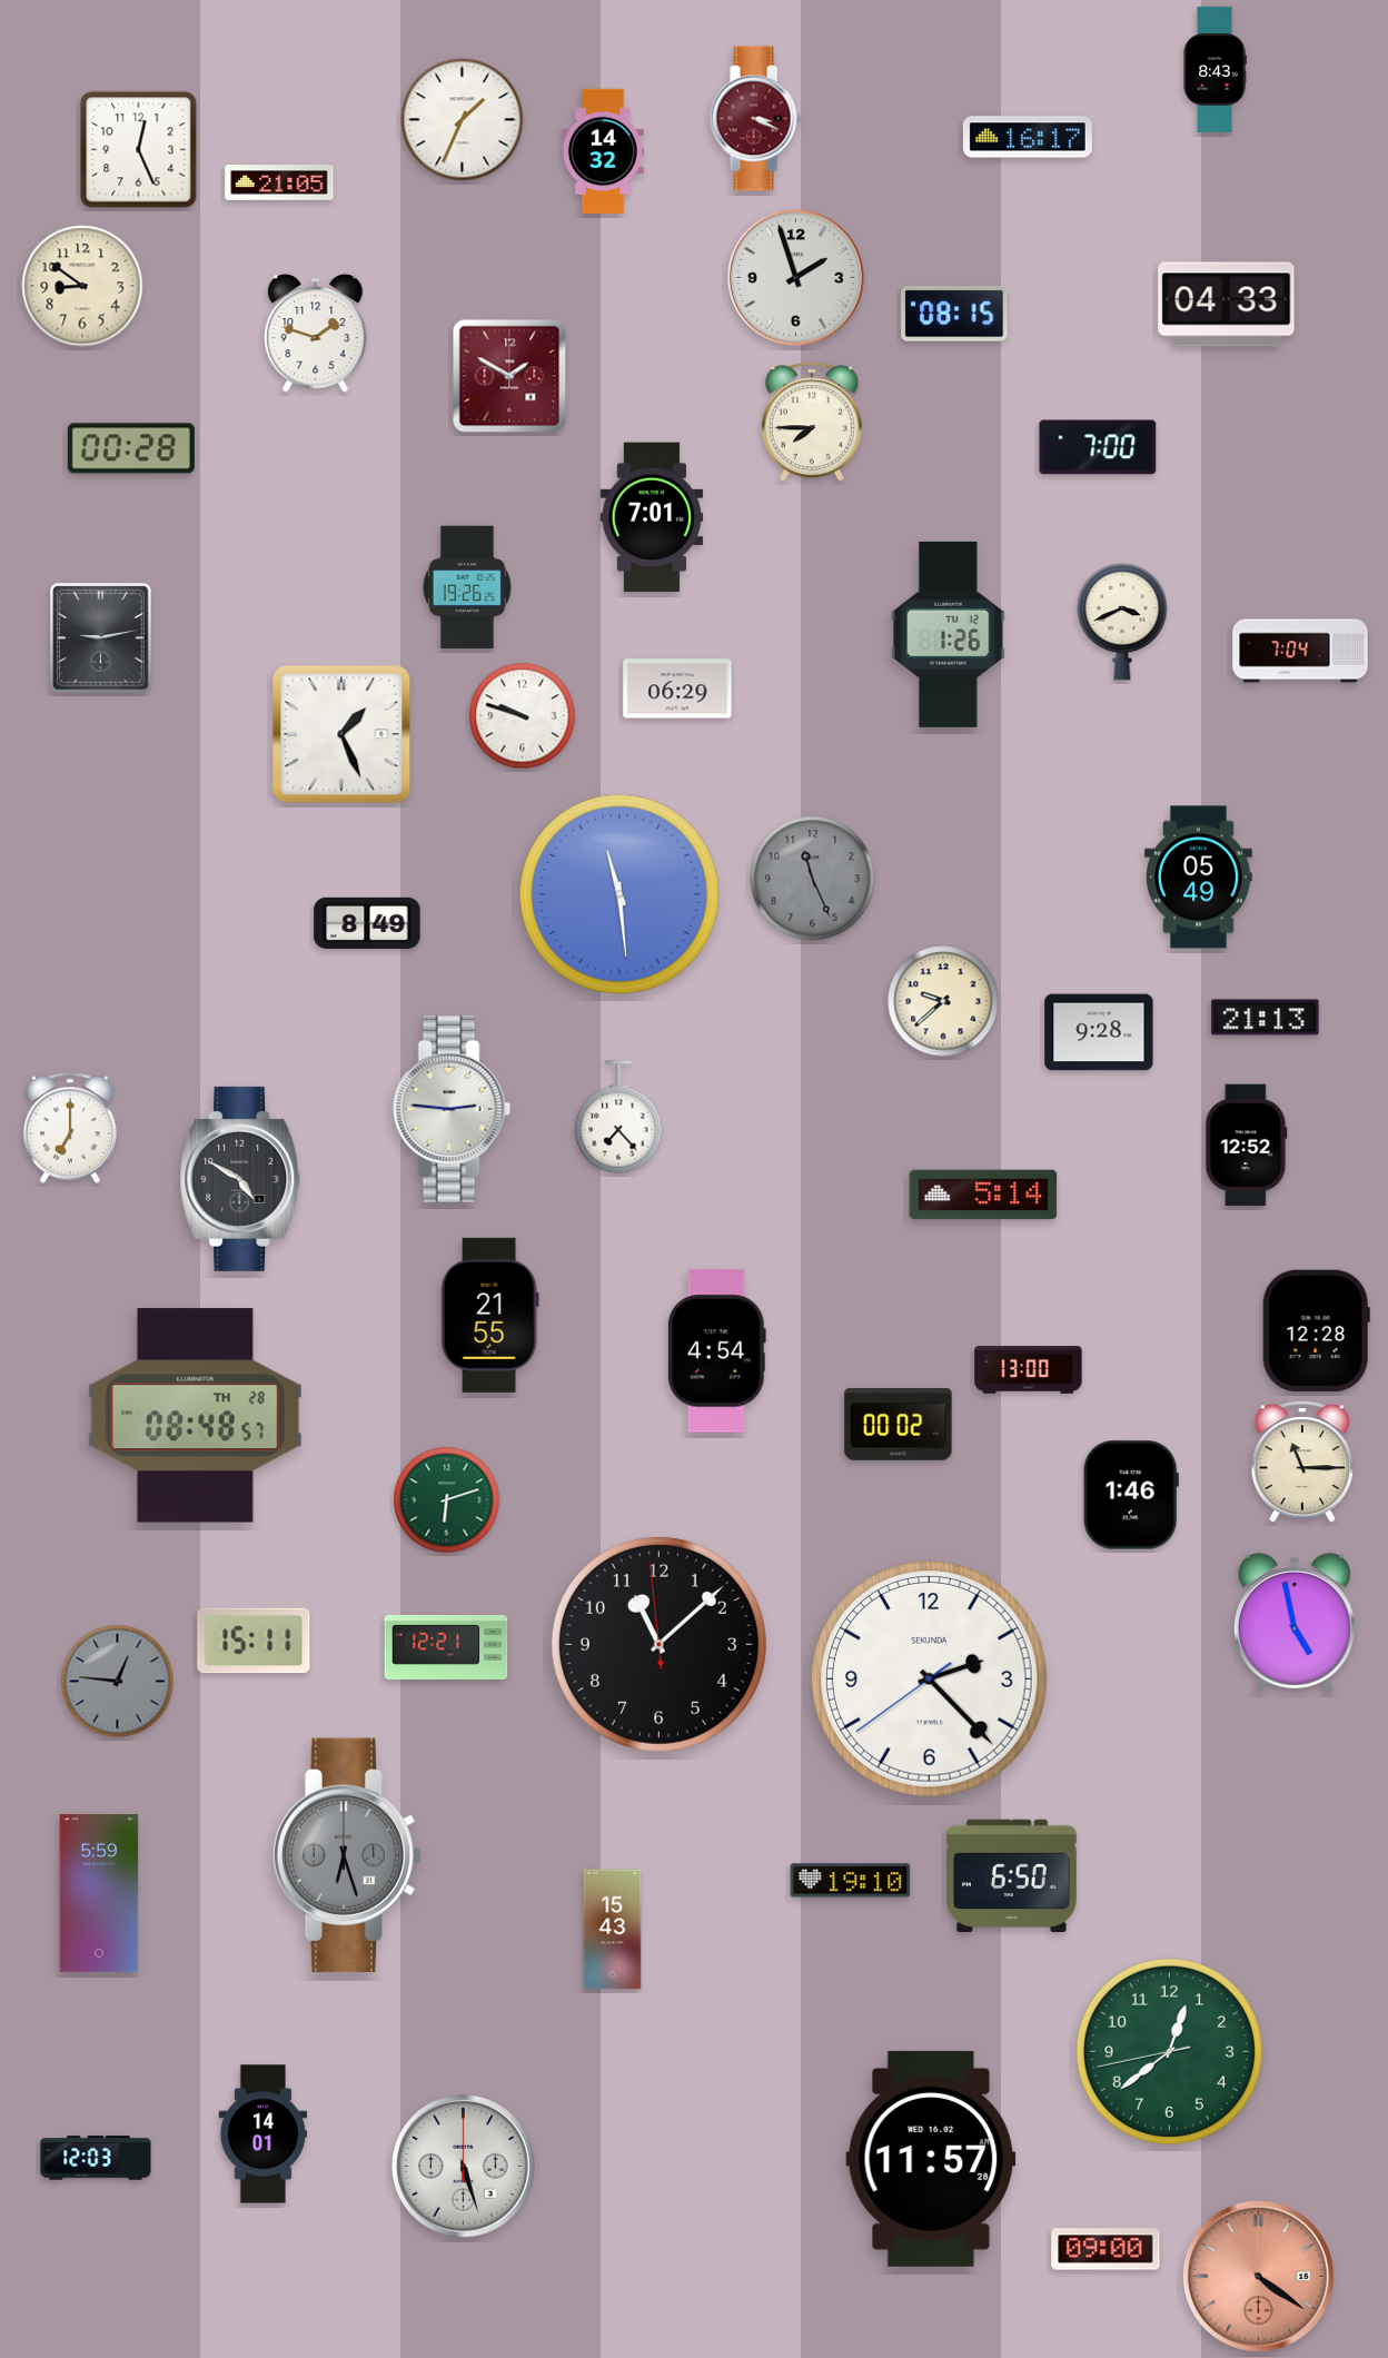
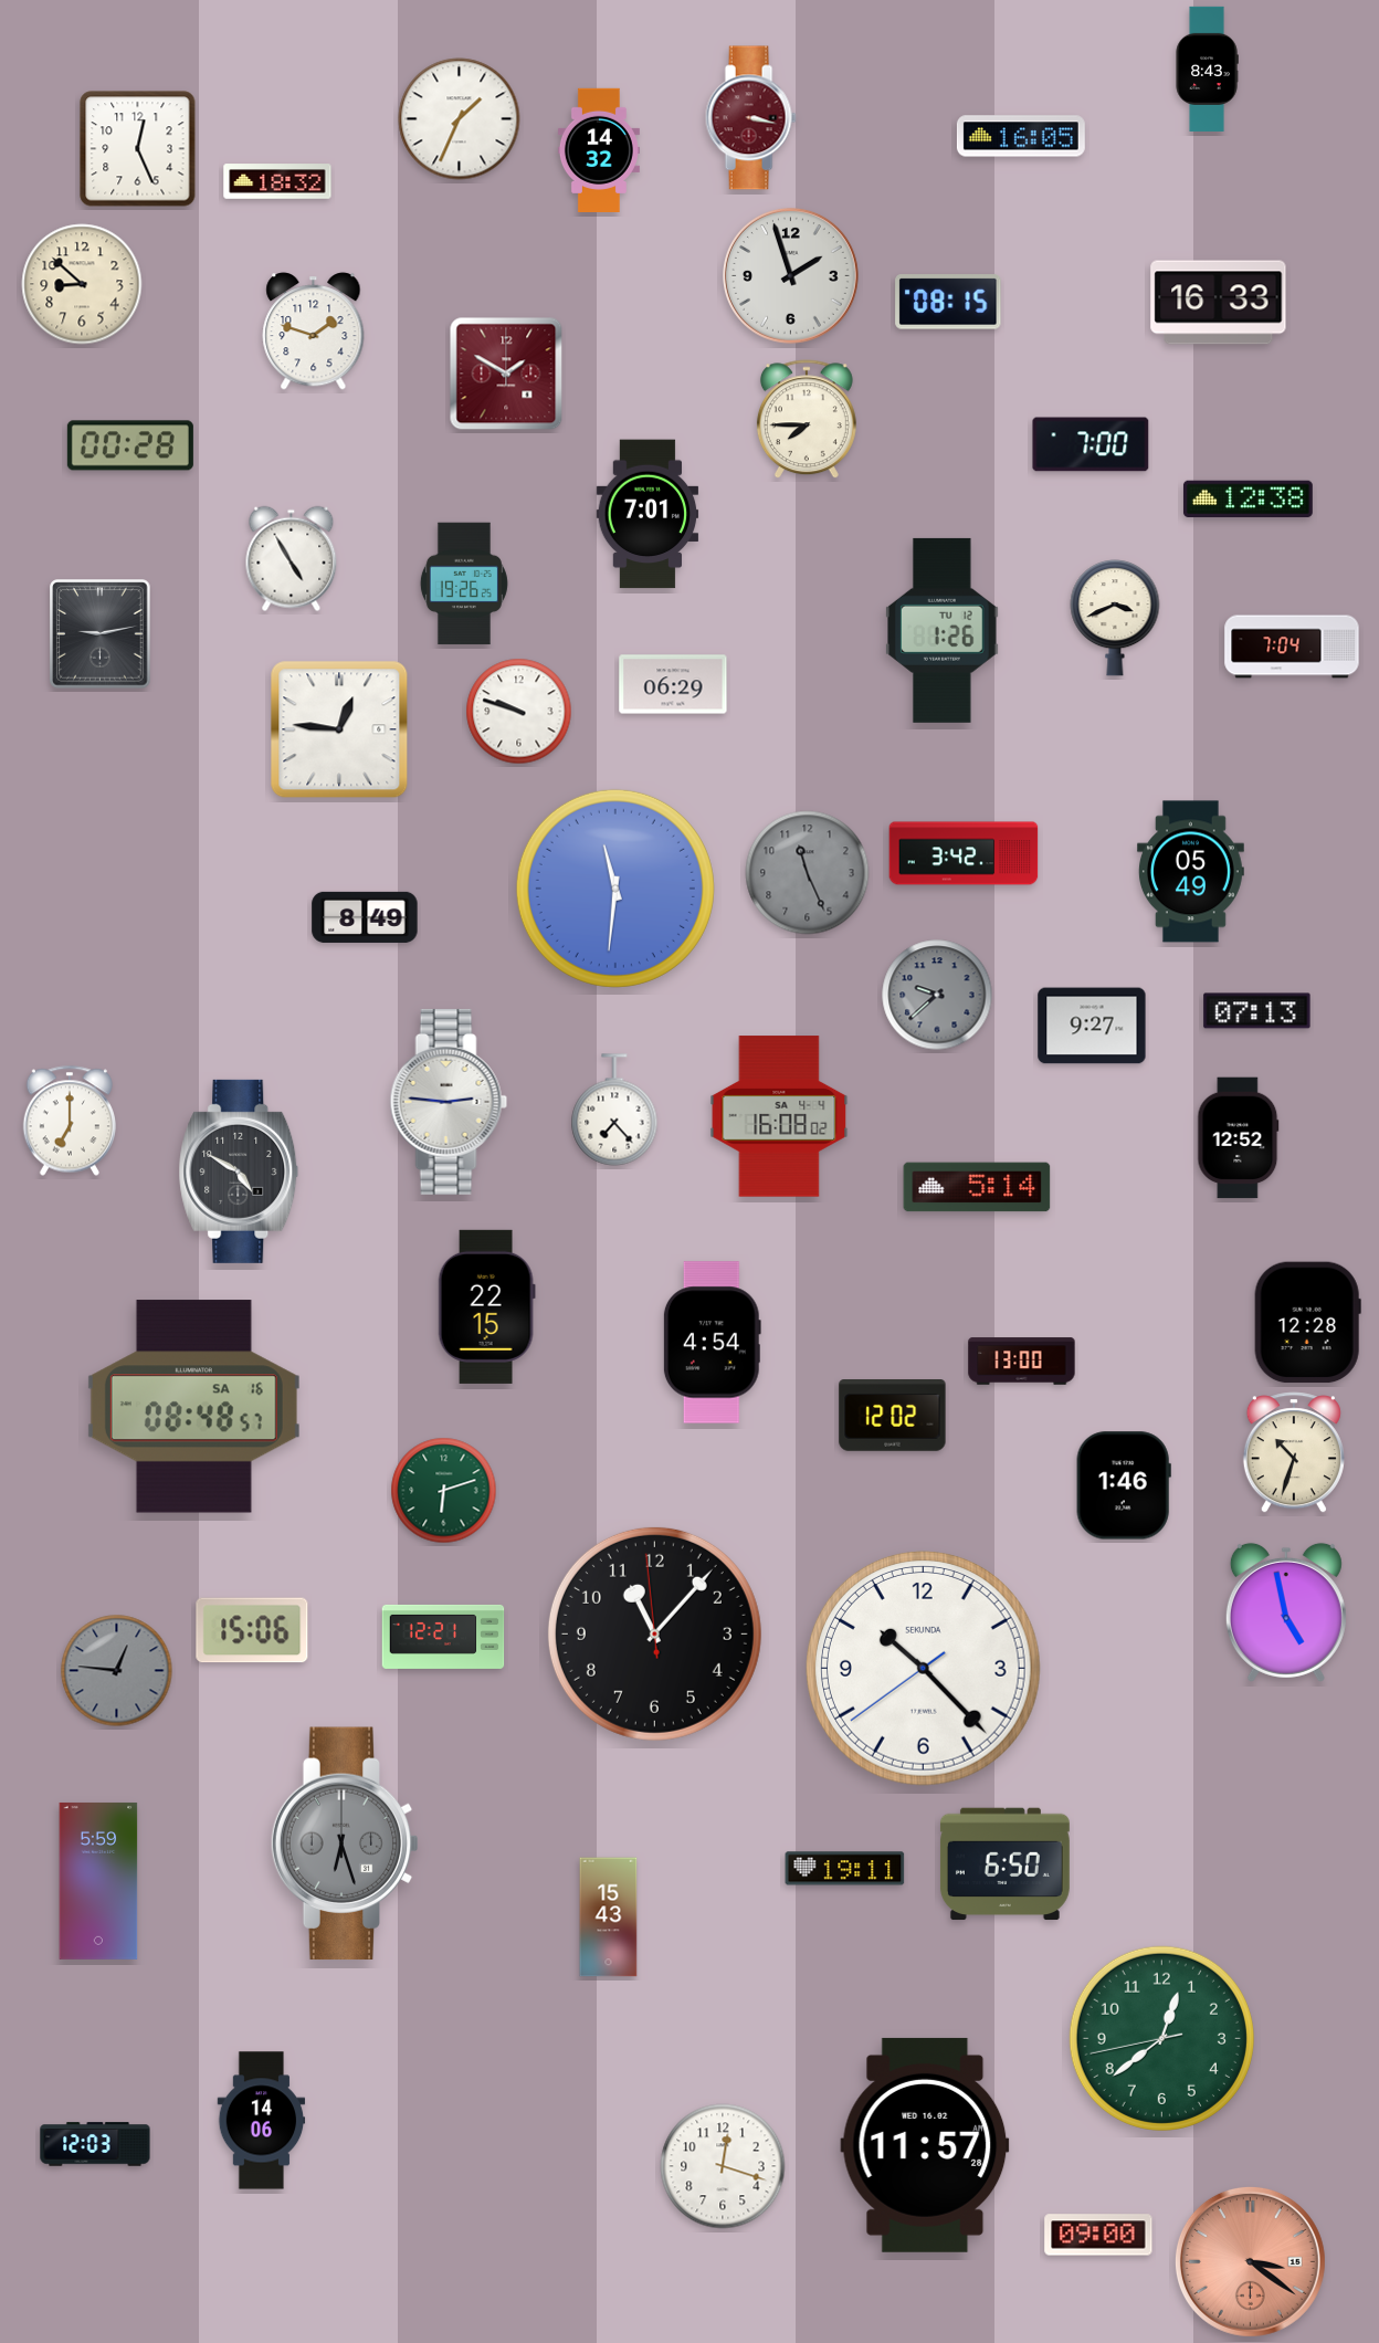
clock at (755, 119): 3:19 -> 3:17
clock at (1028, 137): 16:17 -> 16:05
clock at (279, 182): 21:05 -> 18:32
clock at (82, 286): 8:51 -> 8:52
clock at (1227, 305): 04:33 -> 16:33
clock at (954, 314) position: (954, 314) -> (948, 302)
clock at (1248, 500): none -> 12:38
clock at (292, 559): none -> 4:55
clock at (341, 734): 1:26 -> 12:46
clock at (964, 853): none -> 3:42
clock at (619, 894): 11:29 -> 11:31
clock at (943, 1001) dial: cream -> grey
clock at (1266, 1018): 21:13 -> 07:13
clock at (1099, 1032): 9:28 -> 9:27
clock at (779, 1116): none -> 16:08
clock at (489, 1315): 21:55 -> 22:15
clock at (195, 1416) date: TH 28 -> SA 16
clock at (899, 1425): 00:02 -> 12:02
clock at (1302, 1462): 11:15 -> 10:33
clock at (254, 1641): 15:11 -> 15:06
clock at (658, 1644): 11:07 -> 11:06
clock at (930, 1680): 2:22 -> 10:22
clock at (851, 1881): 19:10 -> 19:11
clock at (264, 2134): 14:01 -> 14:06
clock at (463, 2166): 5:27 -> none
clock at (723, 2166): none -> 12:18
clock at (1258, 2276): 4:21 -> 3:21
